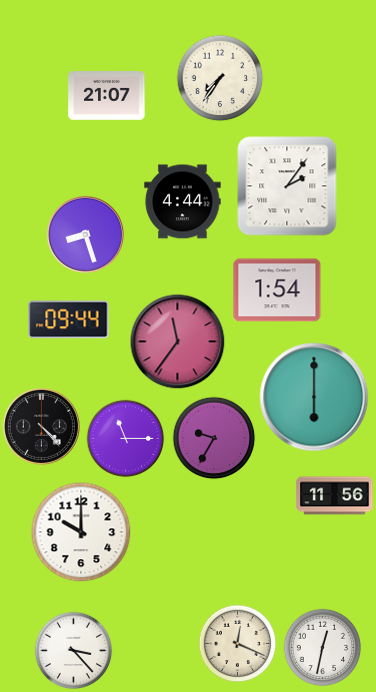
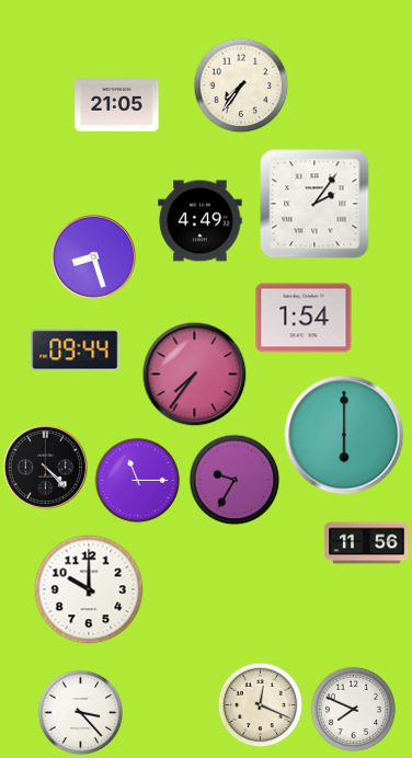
clock at (107, 96): 21:07 -> 21:05
clock at (183, 202): 4:44 -> 4:49
clock at (177, 341): 11:36 -> 7:36
clock at (81, 532) position: (81, 532) -> (89, 589)
clock at (322, 647): 12:32 -> 7:49
